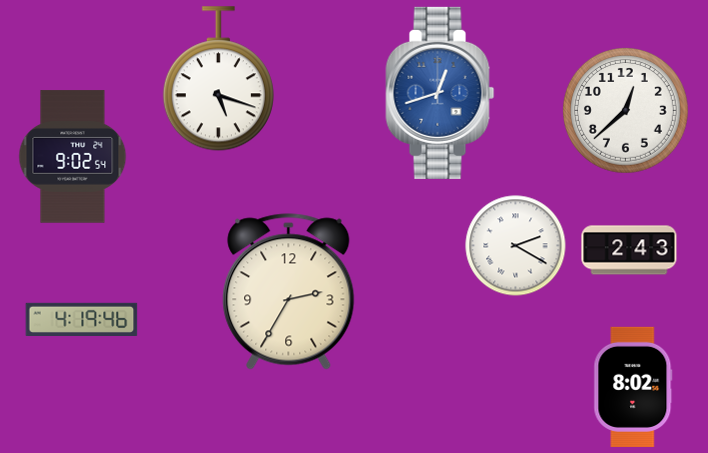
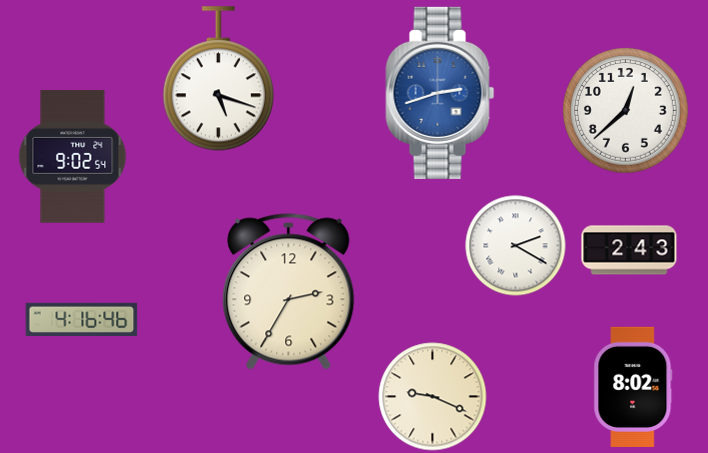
clock at (440, 93): 12:42 -> 2:42
clock at (82, 319): 4:19 -> 4:16
clock at (433, 397): none -> 9:19
